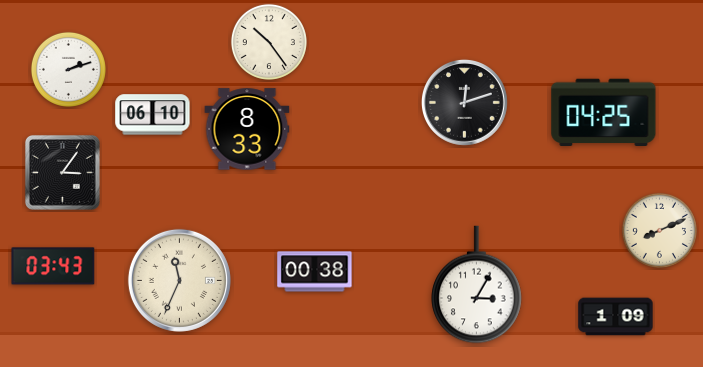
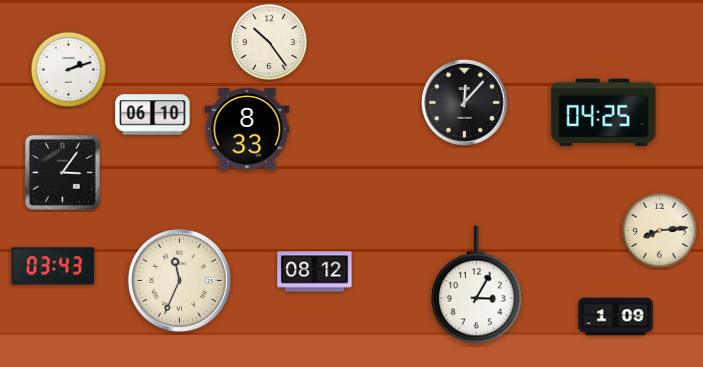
clock at (464, 102): 12:12 -> 12:07
clock at (659, 230): 8:11 -> 8:14
clock at (315, 272): 00:38 -> 08:12
